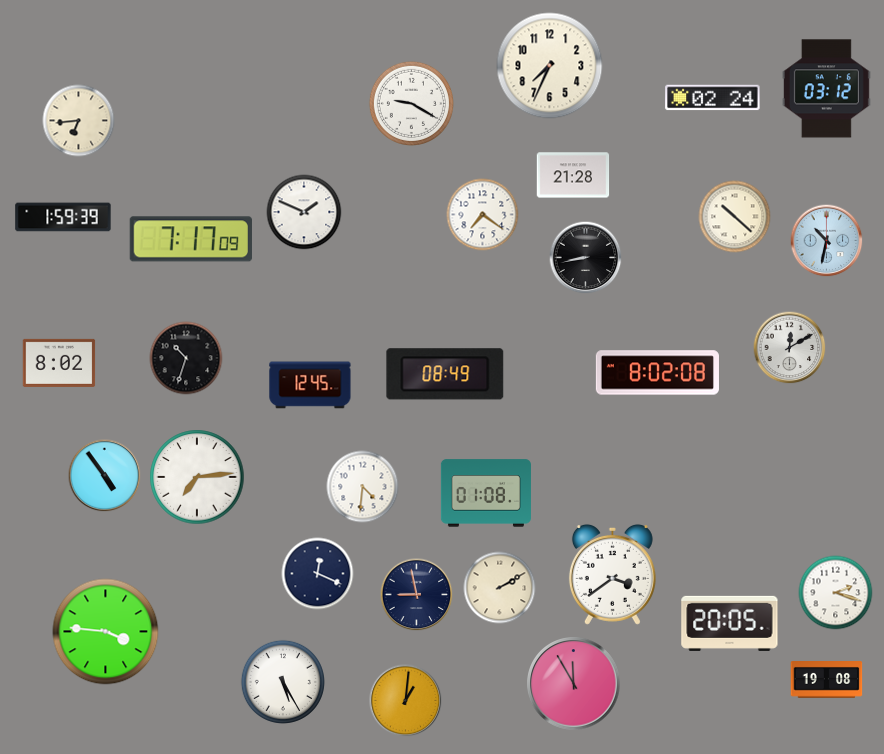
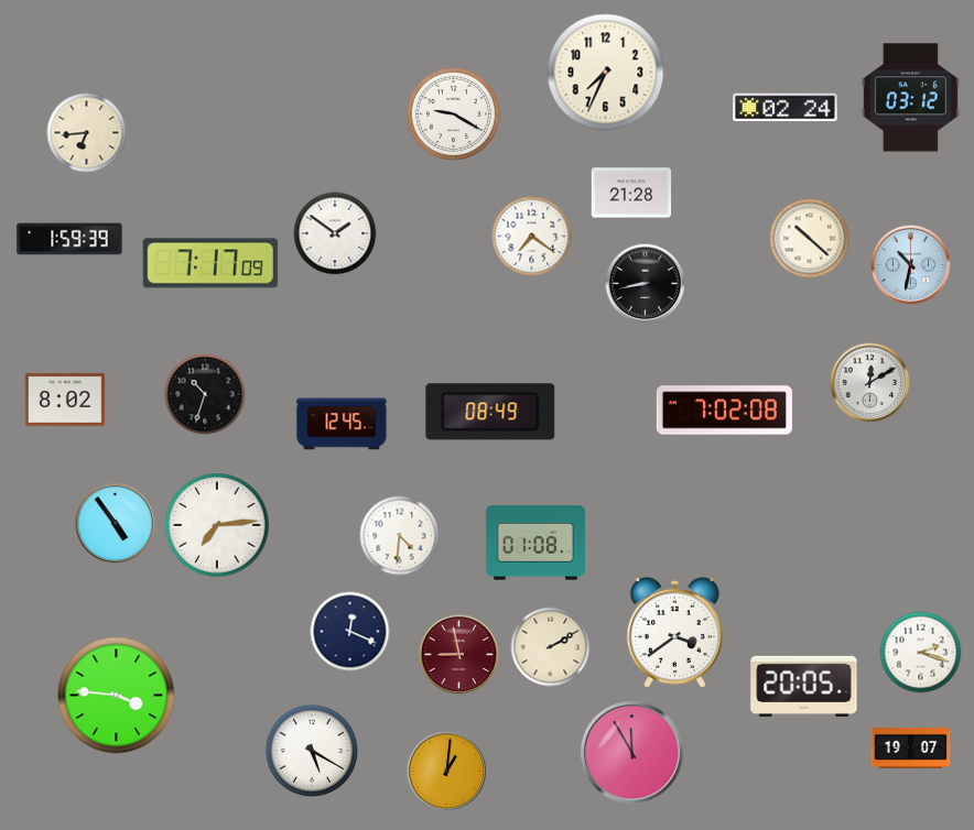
clock at (304, 212): 1:49 -> 1:51
clock at (657, 373): 8:02 -> 7:02
clock at (417, 595) dial: navy -> burgundy
clock at (827, 680): 19:08 -> 19:07
clock at (283, 682): 5:25 -> 5:20
